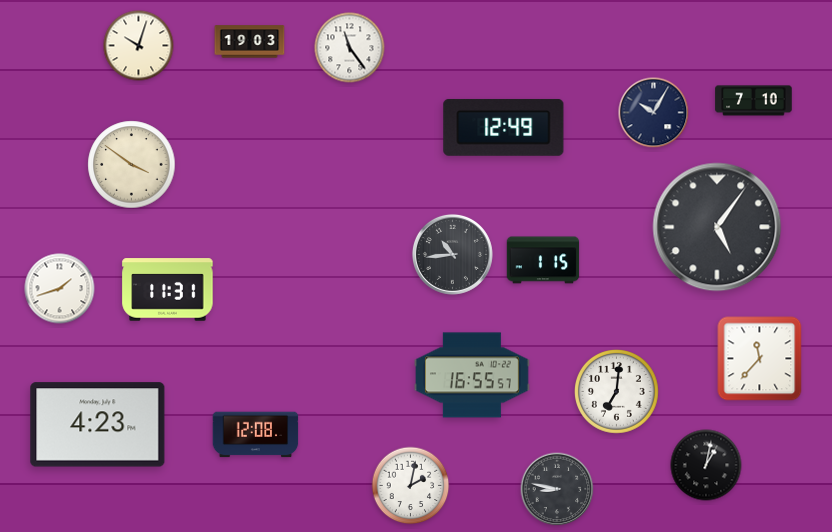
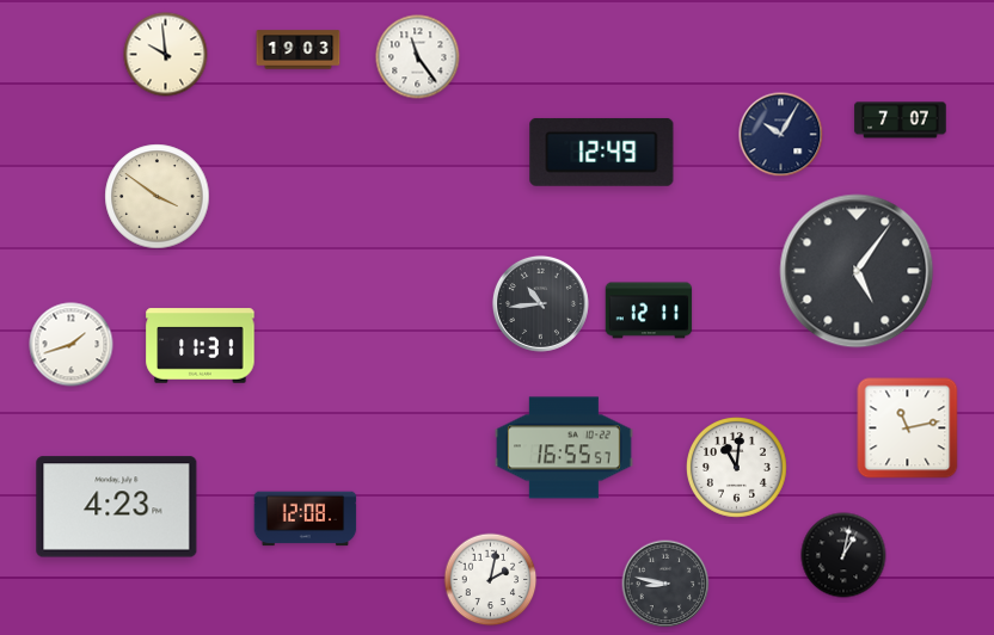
clock at (139, 46): 10:03 -> 9:59
clock at (754, 101): 7:10 -> 7:07
clock at (543, 260): 1:15 -> 12:11
clock at (760, 359): 11:37 -> 11:13
clock at (617, 392): 7:01 -> 11:01
